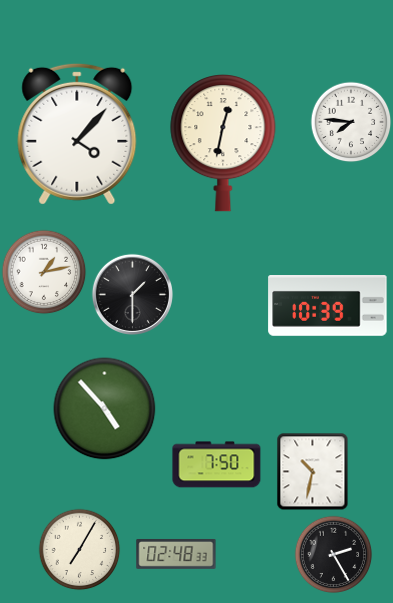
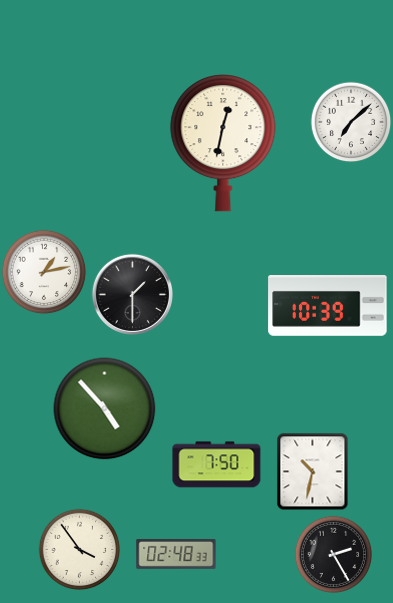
clock at (351, 122): 7:46 -> 7:08
clock at (77, 134): 4:07 -> none
clock at (79, 549): 7:05 -> 3:54
